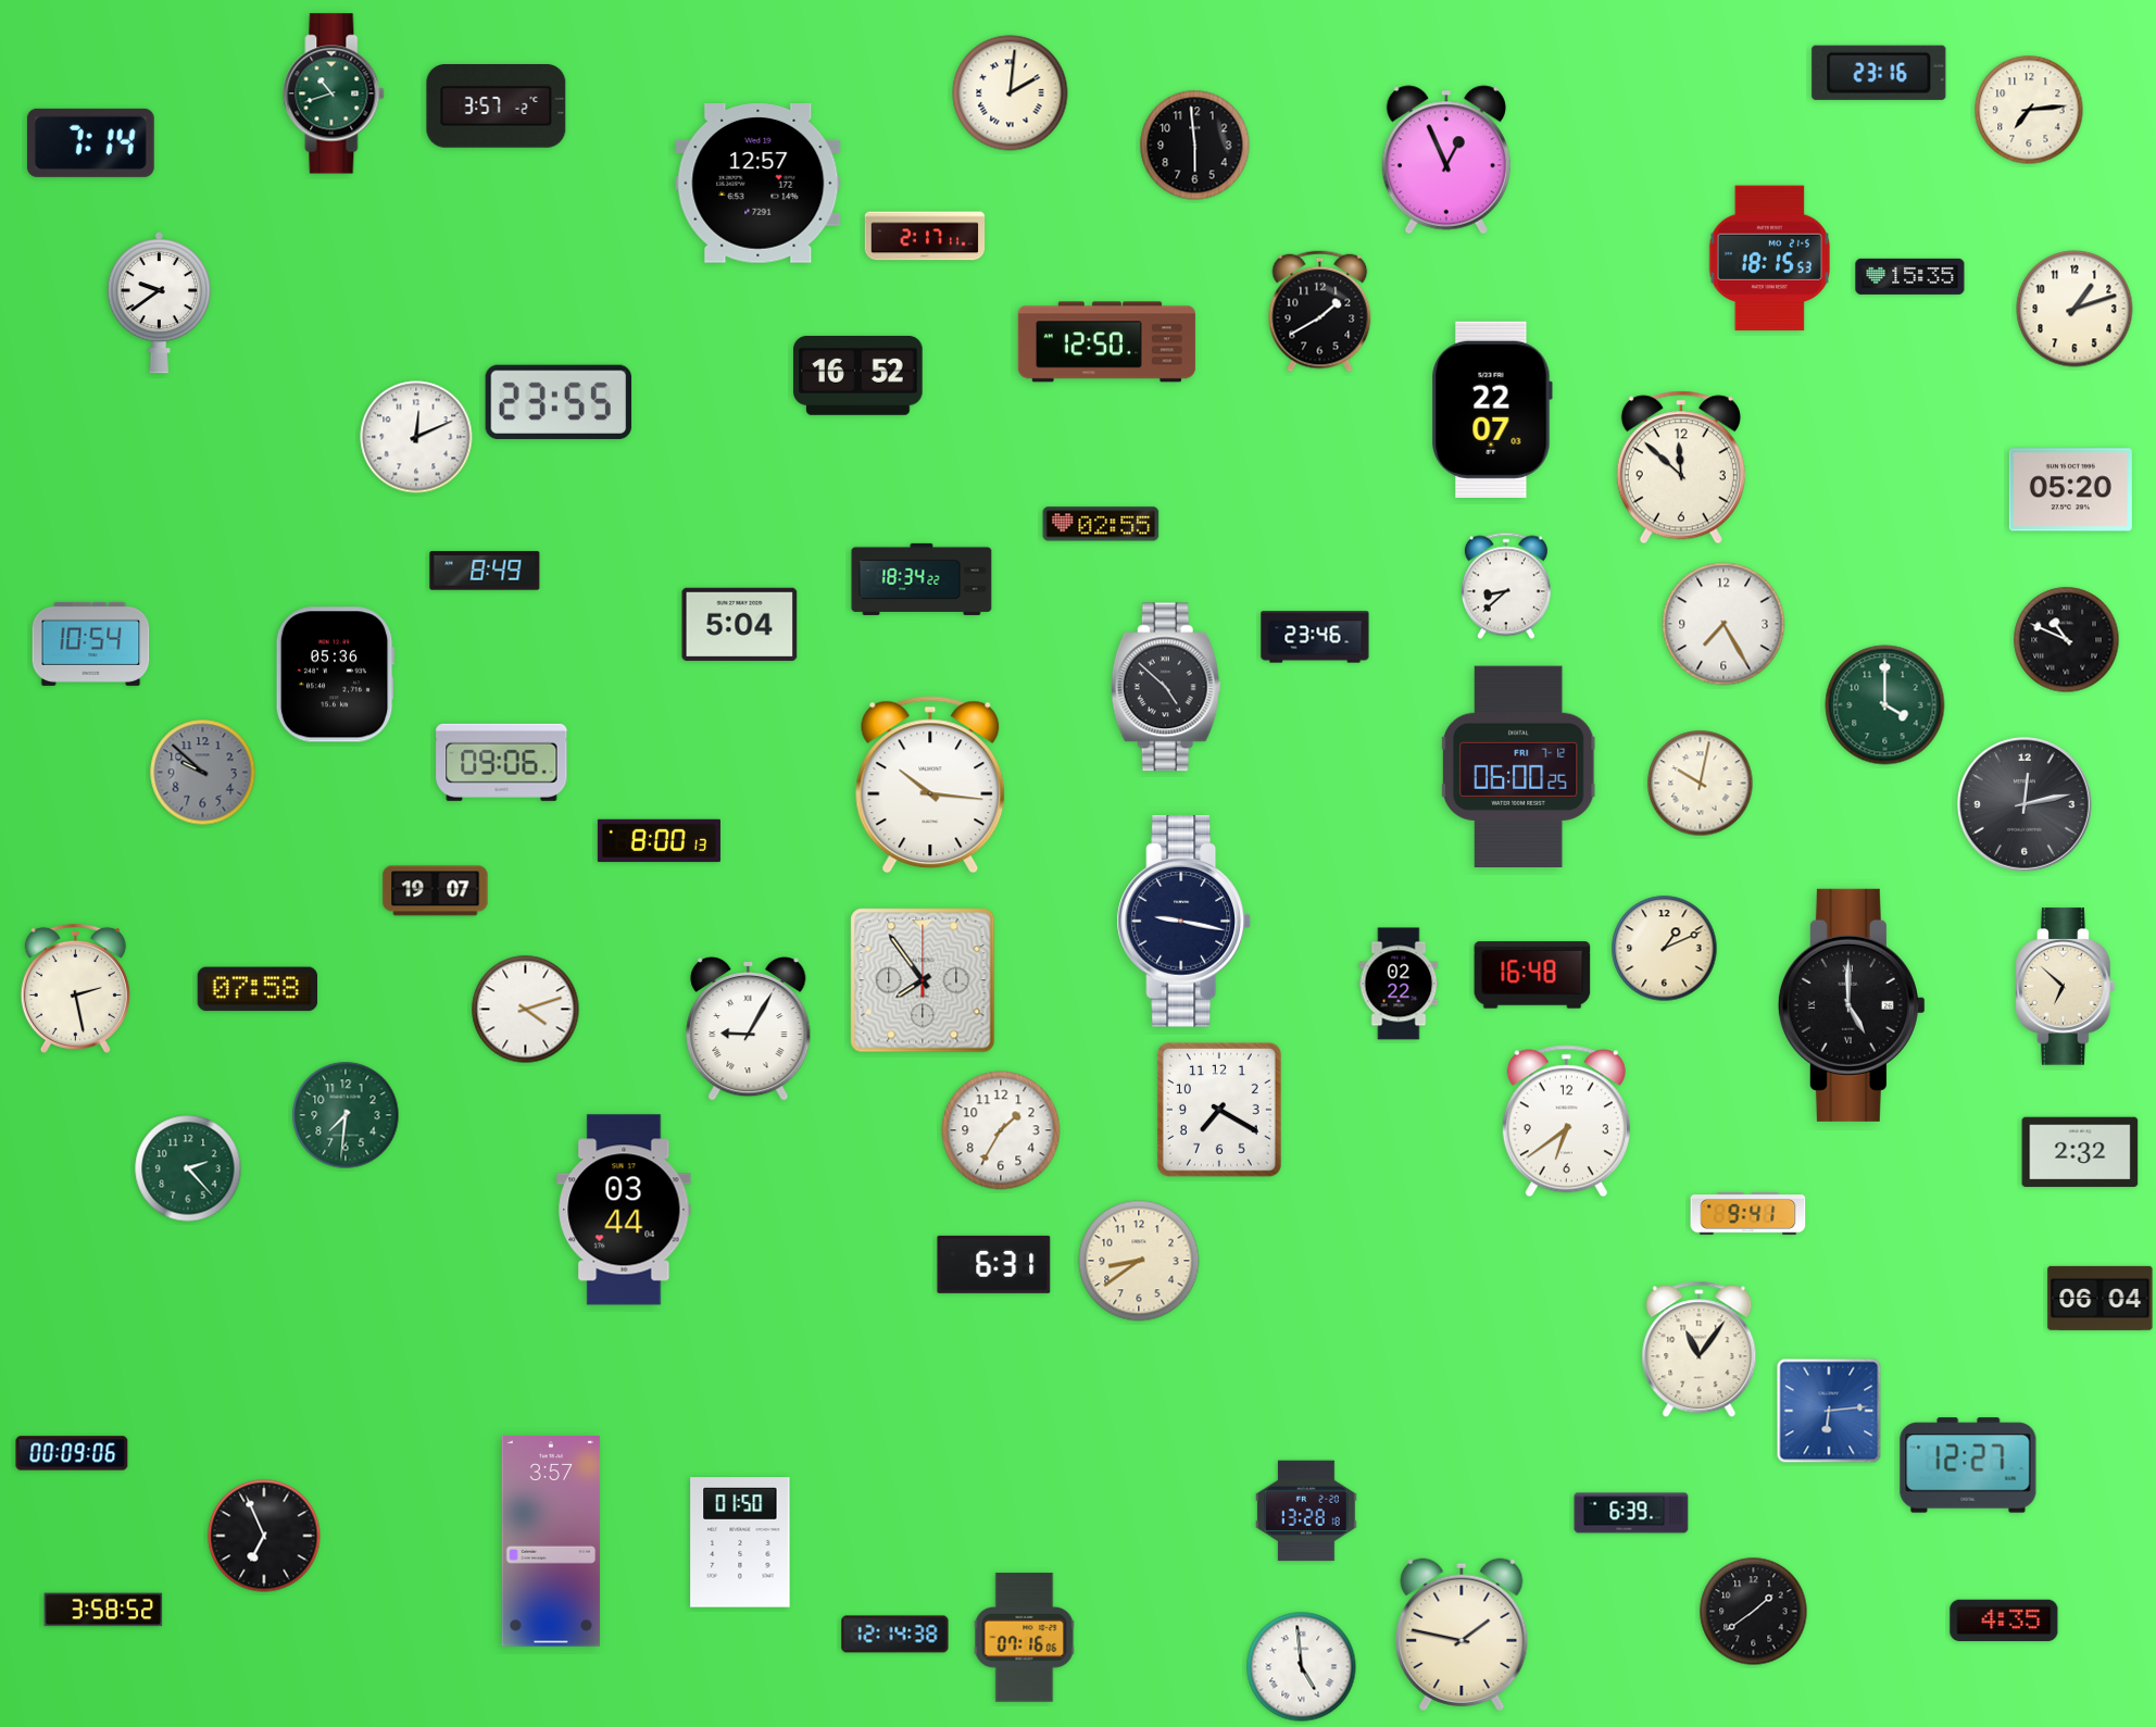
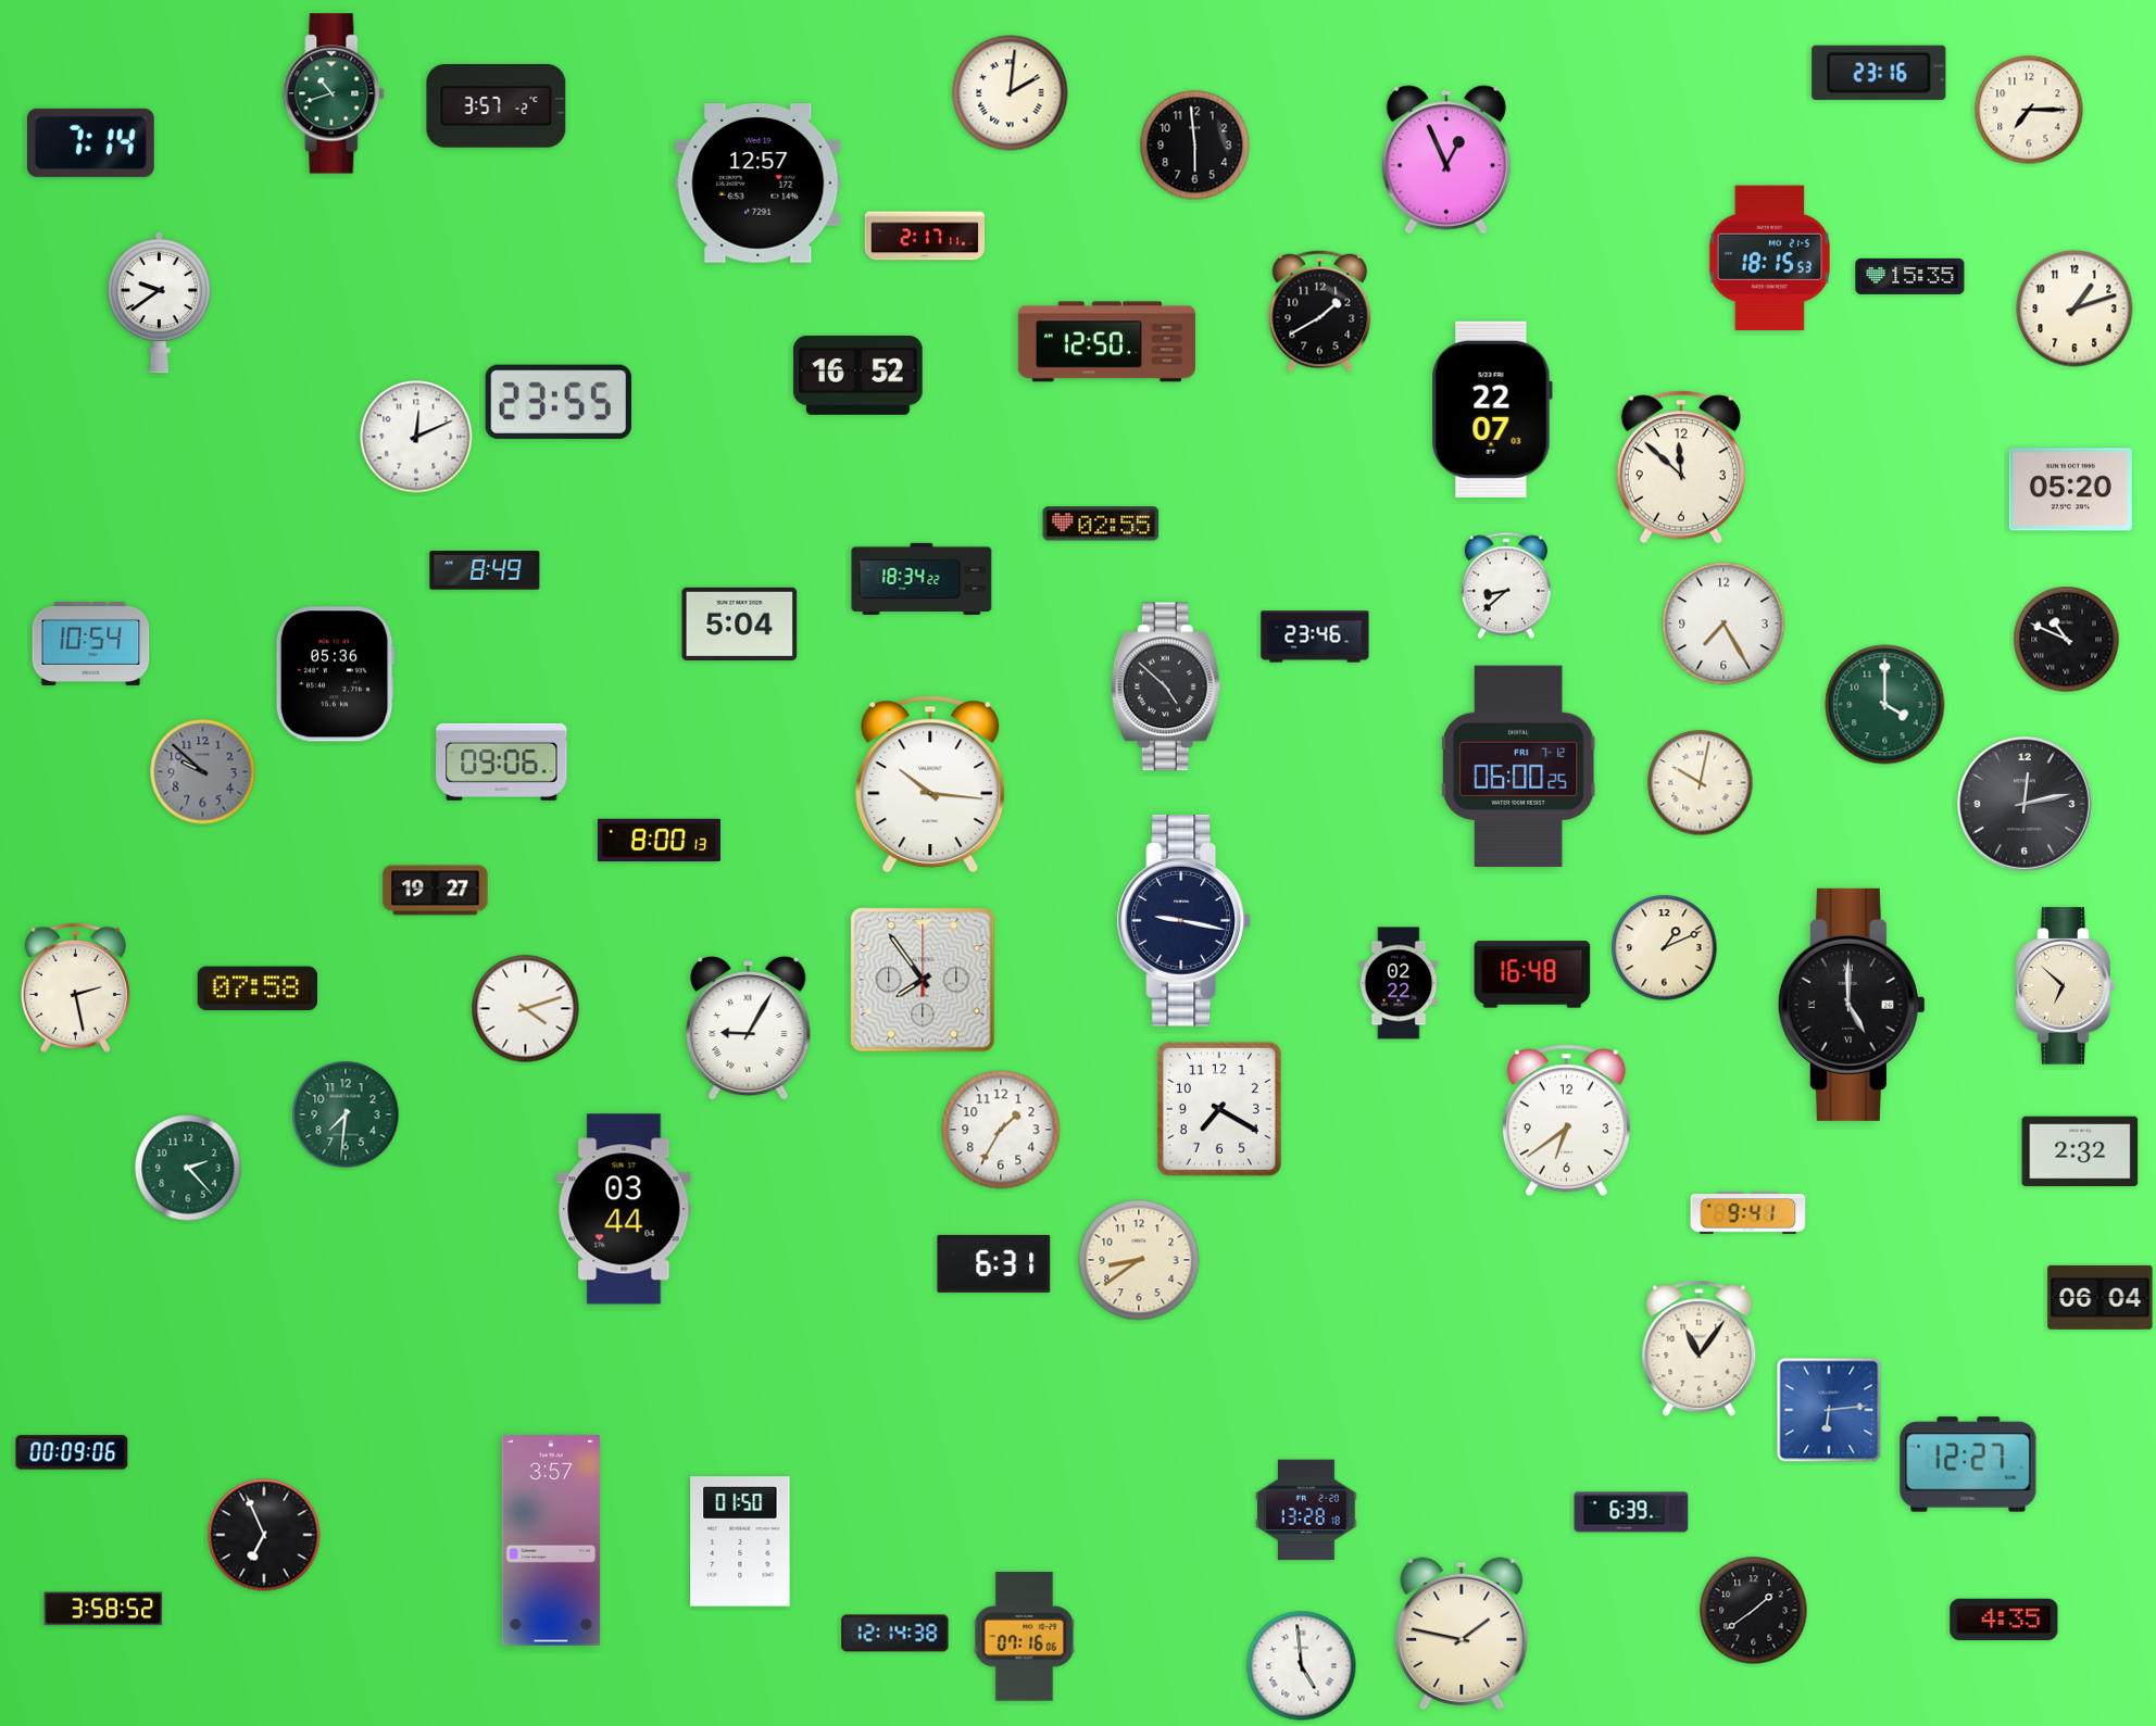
clock at (2029, 110): 7:14 -> 7:15
clock at (436, 891): 19:07 -> 19:27
